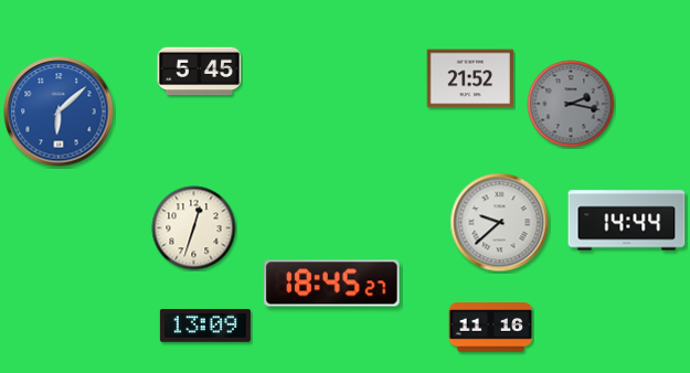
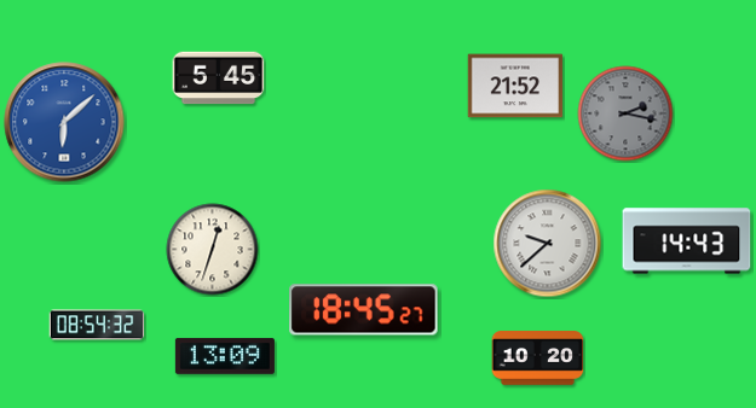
clock at (627, 221): 14:44 -> 14:43
clock at (97, 325): none -> 08:54
clock at (491, 328): 11:16 -> 10:20
